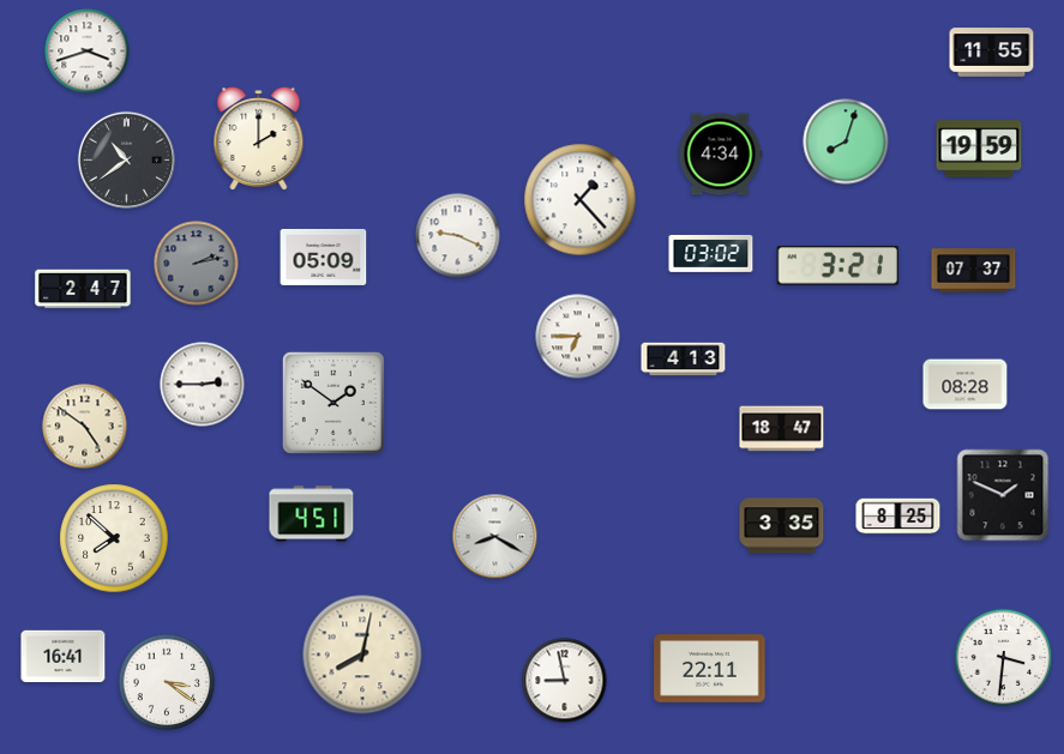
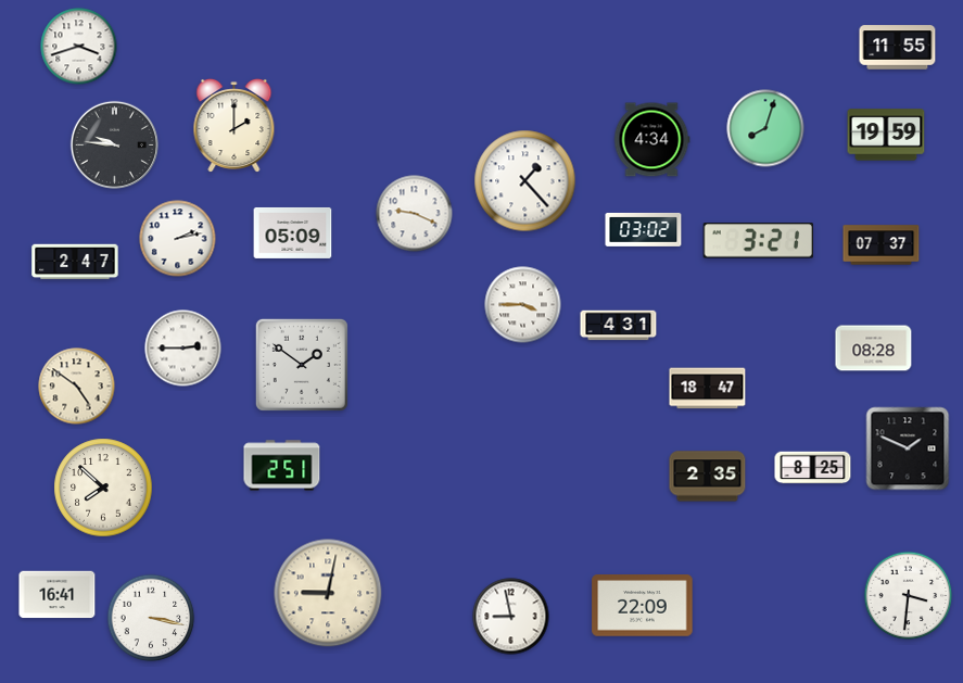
clock at (126, 159): 10:39 -> 9:46
clock at (197, 264) dial: grey -> white
clock at (578, 337): 6:45 -> 3:45
clock at (684, 360): 4:13 -> 4:31
clock at (312, 514): 4:51 -> 2:51
clock at (782, 526): 3:35 -> 2:35
clock at (495, 537): 8:20 -> none
clock at (362, 655): 8:02 -> 9:02
clock at (710, 669): 22:11 -> 22:09
clock at (167, 682): 3:21 -> 3:17
